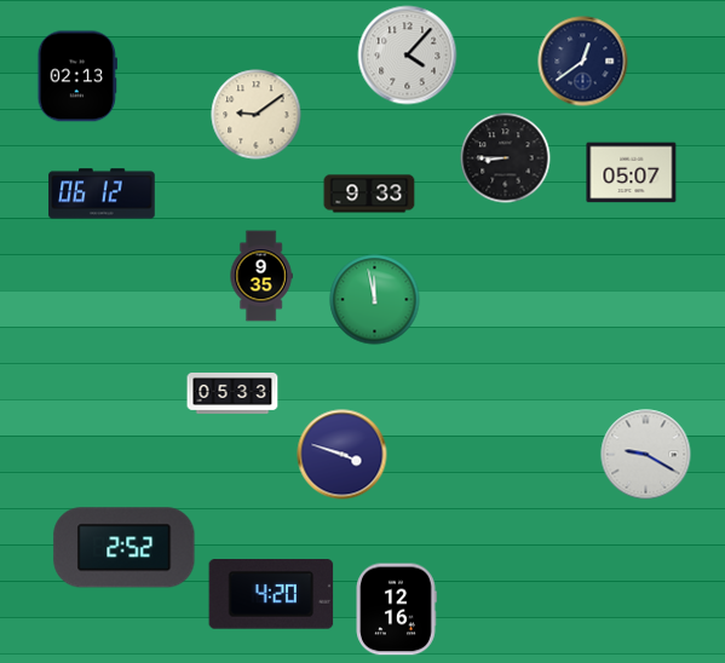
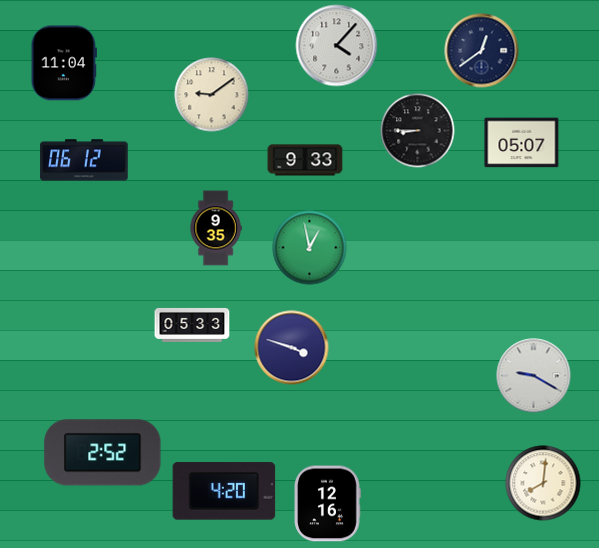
clock at (77, 76): 02:13 -> 11:04
clock at (375, 300): 11:58 -> 12:58
clock at (343, 455) position: (343, 455) -> (292, 348)
clock at (543, 483): none -> 8:01
